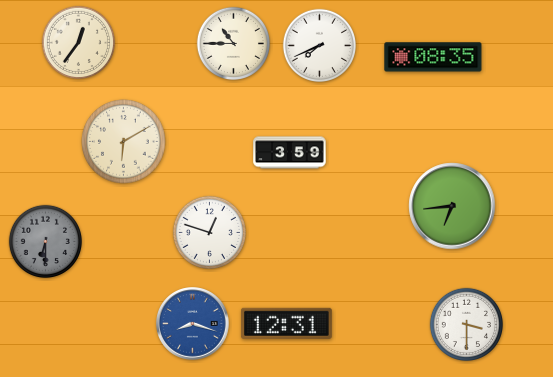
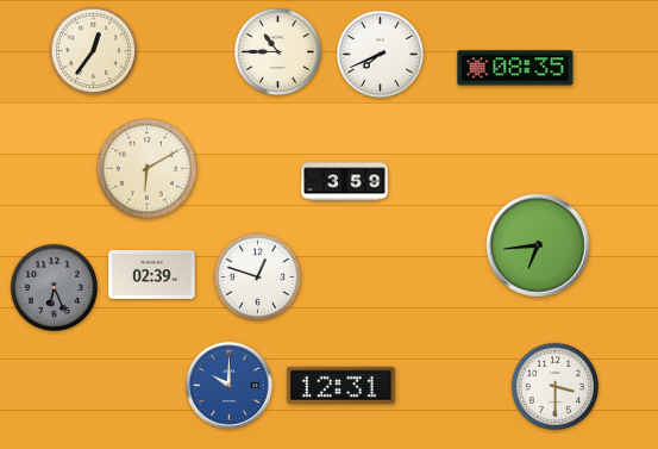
clock at (152, 275): none -> 02:39
clock at (209, 232) position: (209, 232) -> (257, 276)
clock at (45, 241): 6:30 -> 6:26
clock at (193, 324): 8:18 -> 10:00
